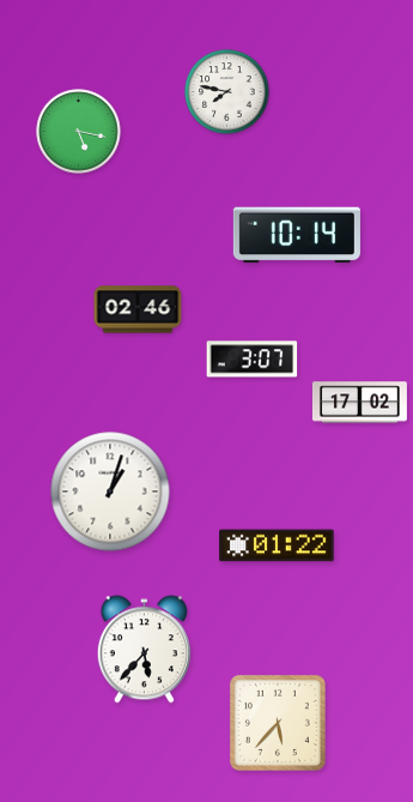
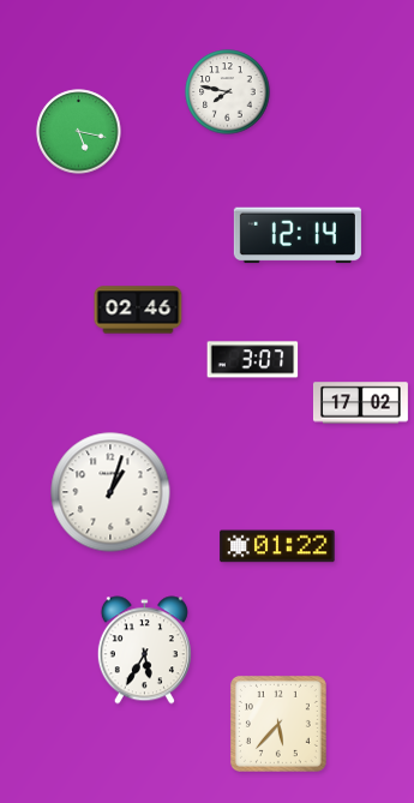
clock at (297, 235): 10:14 -> 12:14
clock at (144, 650): 5:37 -> 5:35
